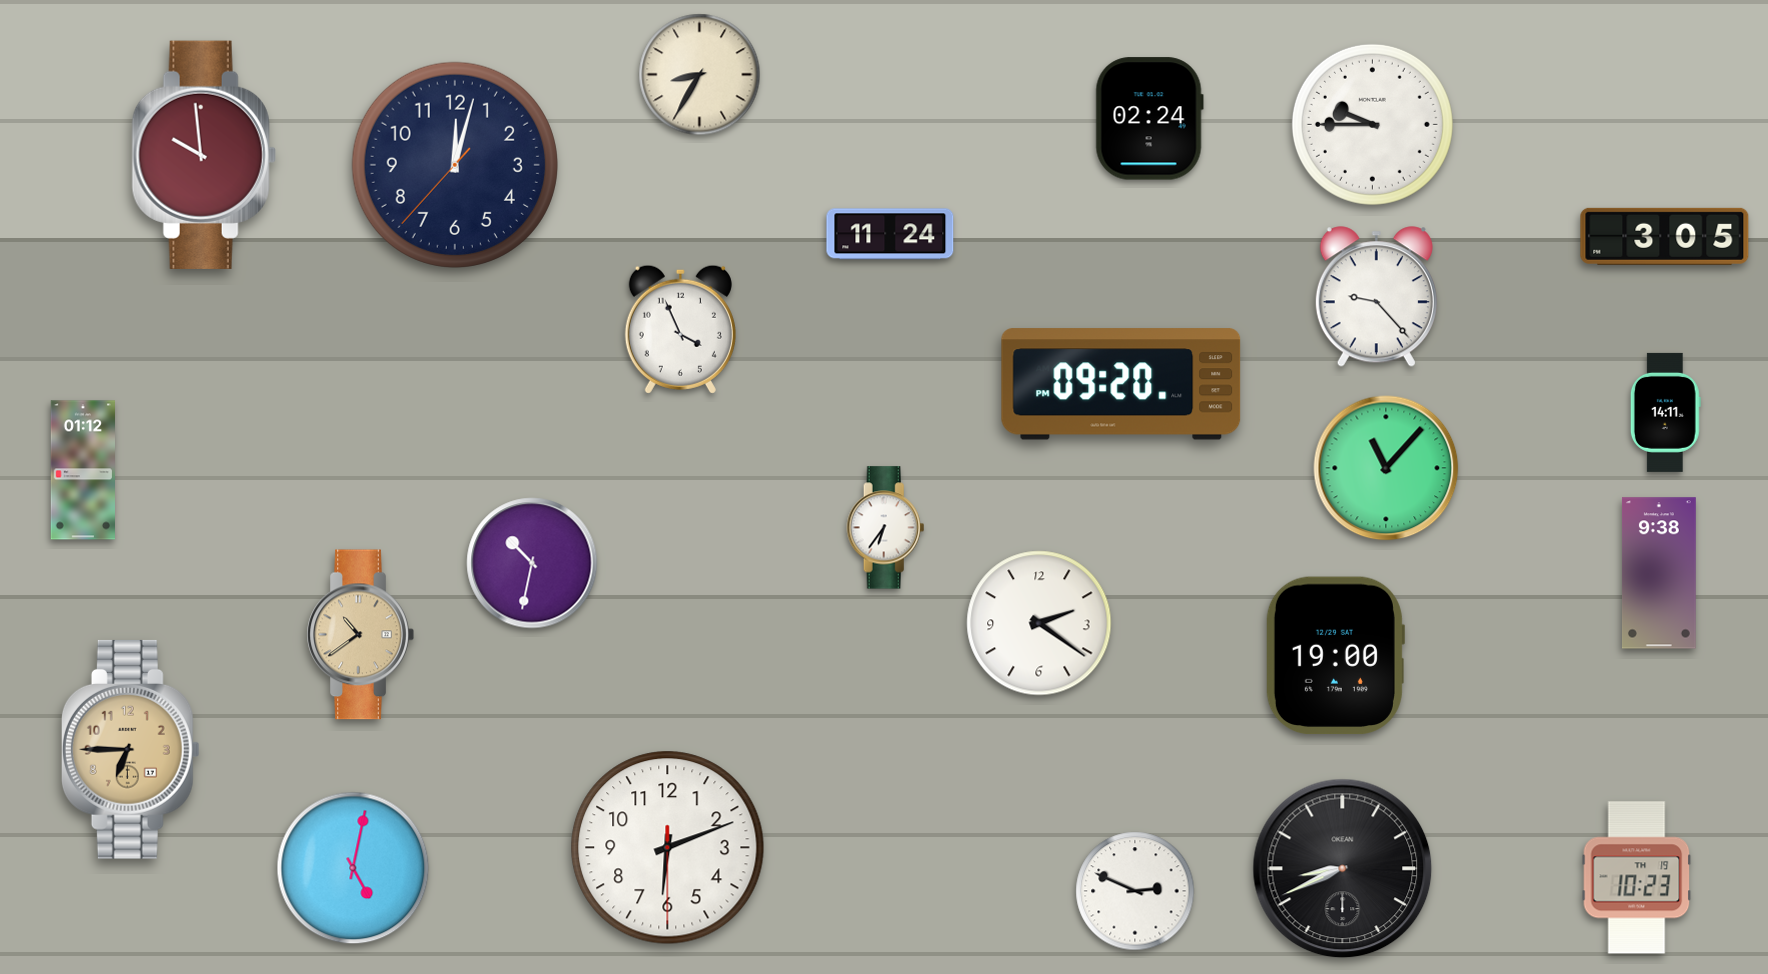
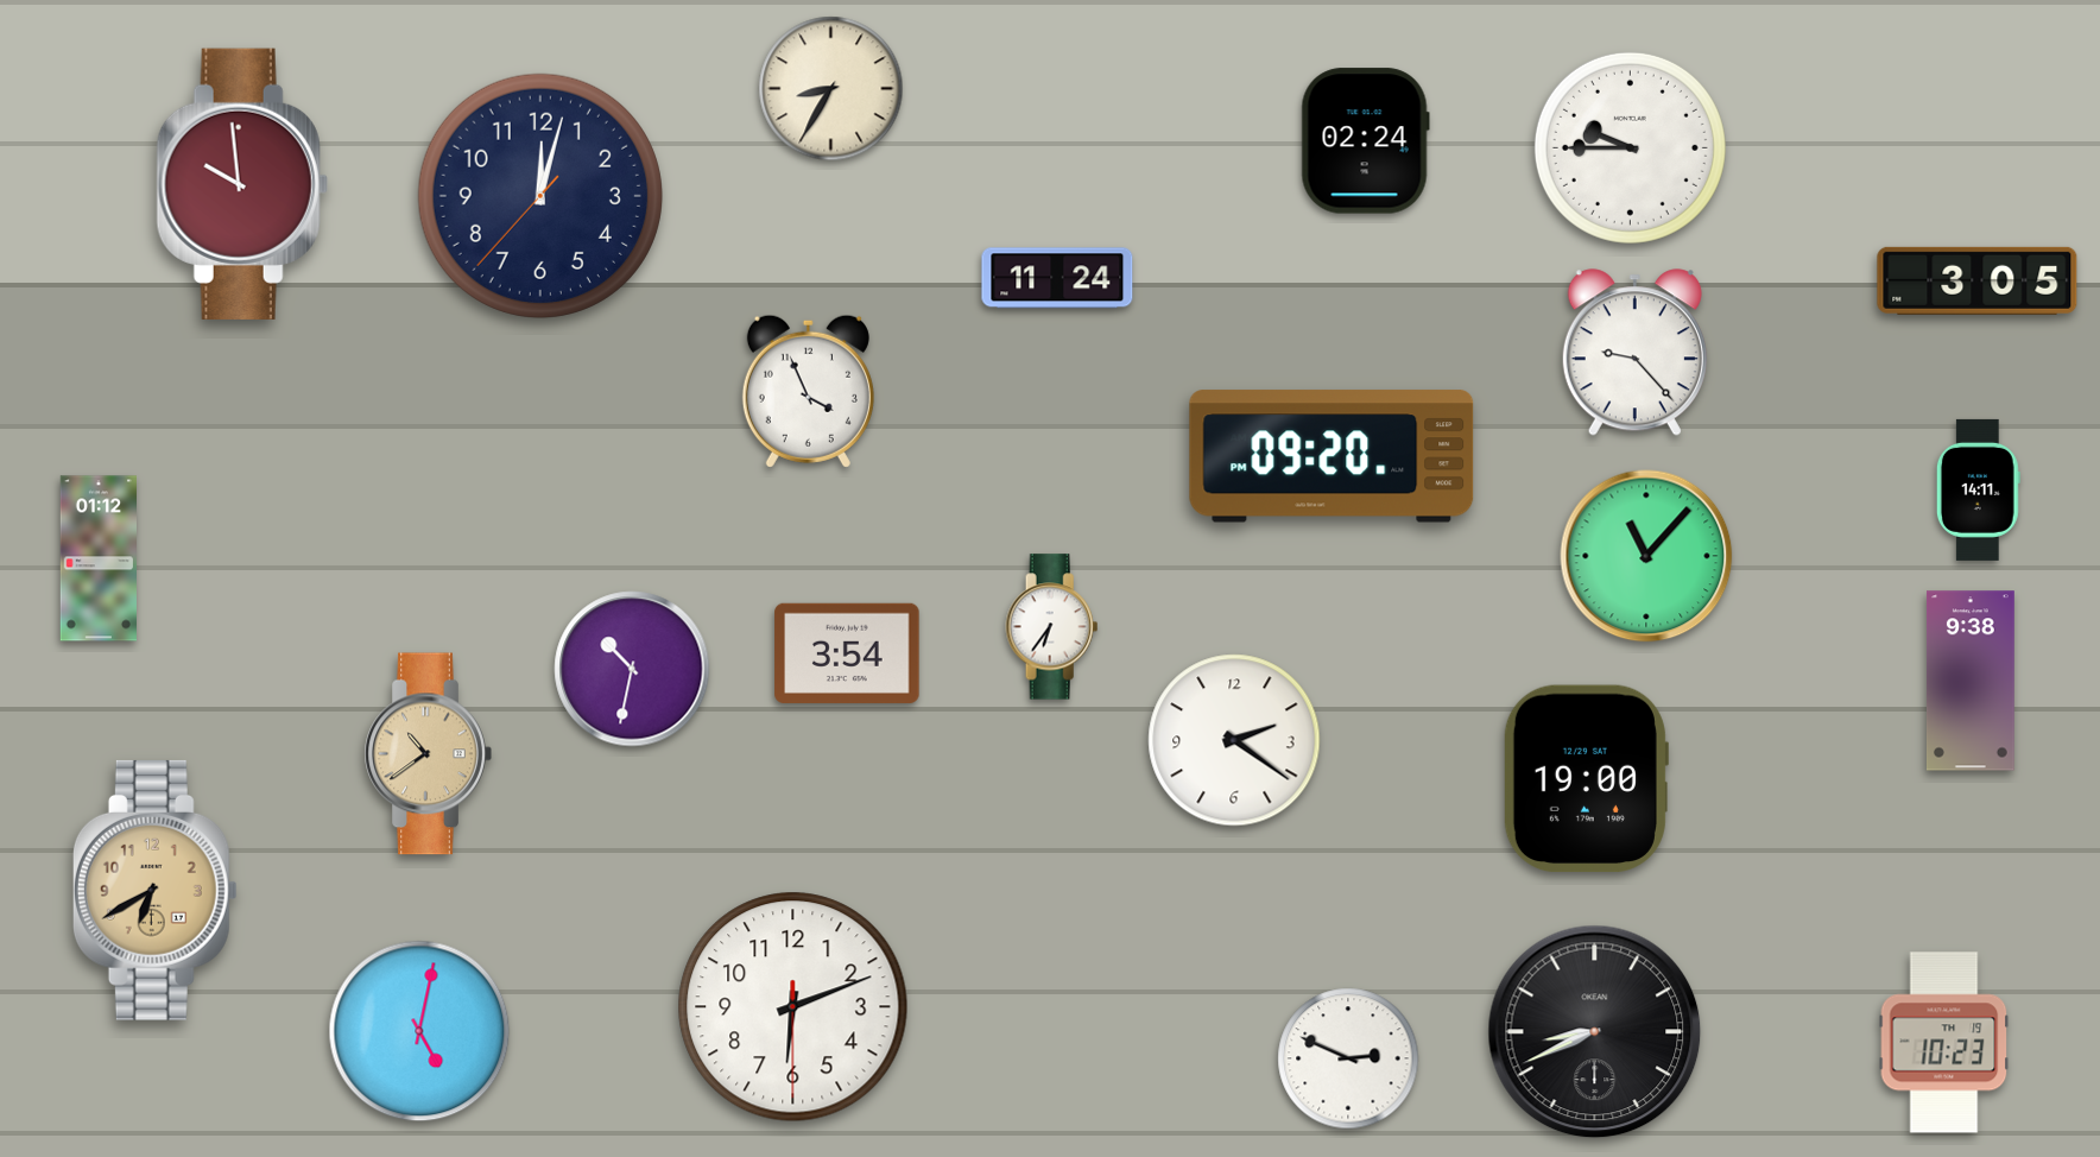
clock at (847, 653): none -> 3:54
clock at (130, 749): 6:45 -> 6:40
